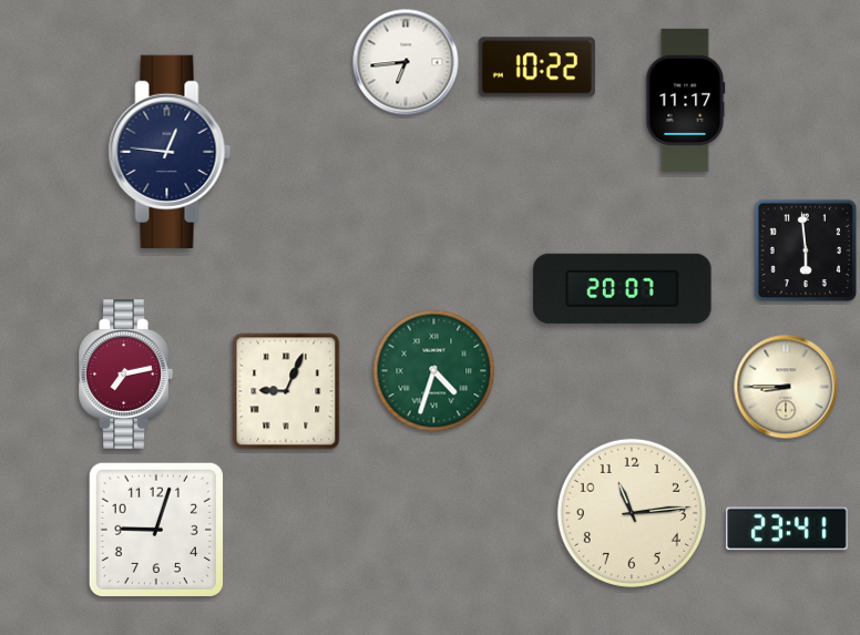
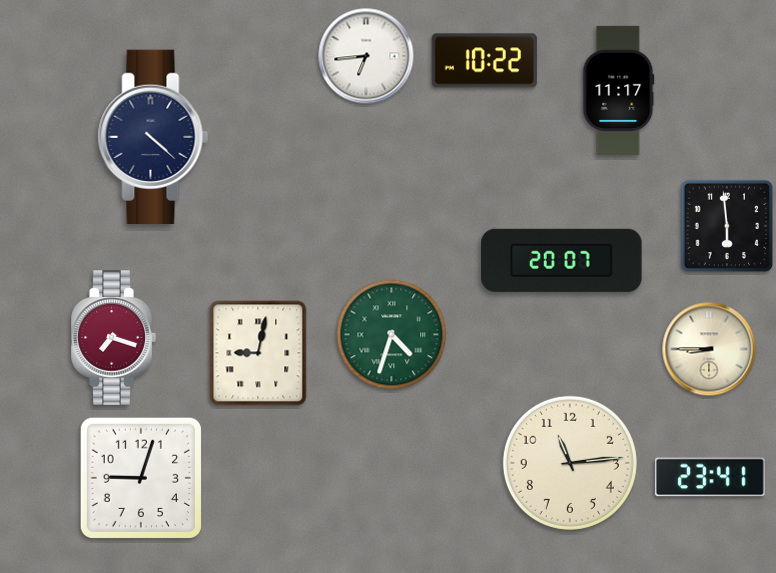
clock at (170, 152): 12:46 -> 4:22
clock at (125, 375): 7:13 -> 7:18
clock at (286, 391): 9:04 -> 9:02
